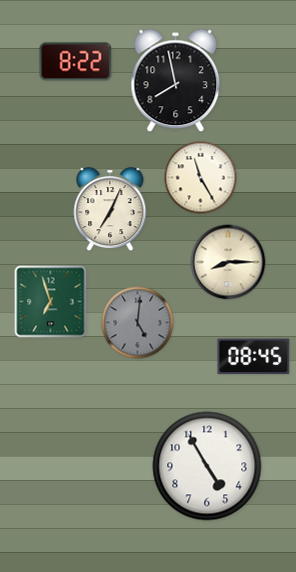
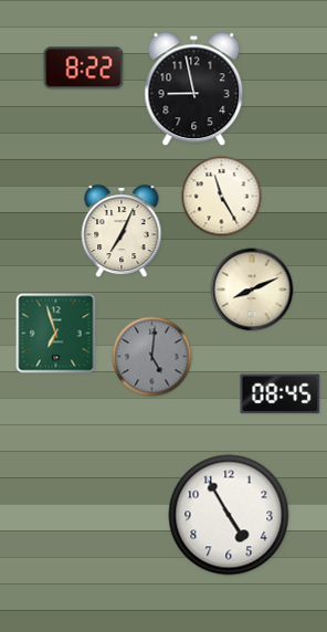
clock at (176, 81): 7:58 -> 8:58
clock at (228, 262): 8:15 -> 8:11
